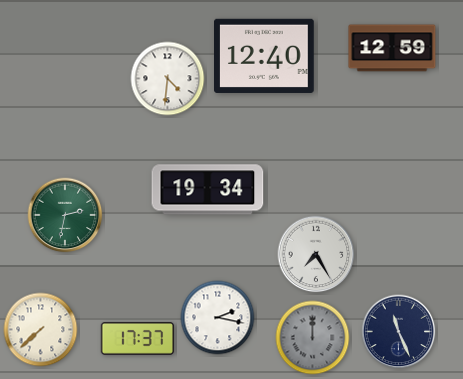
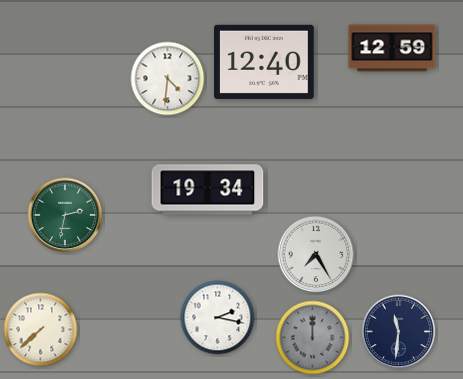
clock at (265, 56) position: (265, 56) -> (265, 62)
clock at (399, 332): 11:26 -> 11:31
clock at (138, 338): 17:37 -> none
